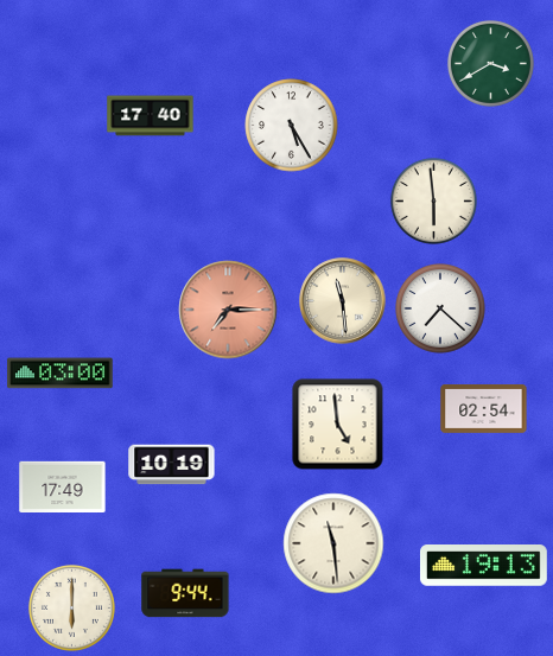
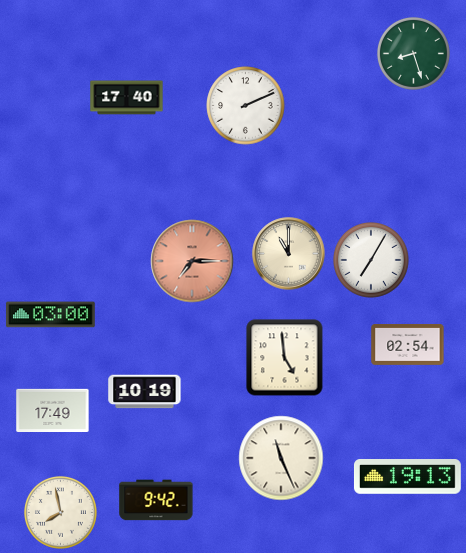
clock at (490, 63): 3:40 -> 8:27
clock at (292, 126): 5:25 -> 2:11
clock at (433, 200): 5:59 -> none
clock at (343, 301): 11:29 -> 11:00
clock at (441, 310): 7:22 -> 7:05
clock at (333, 543): 11:29 -> 11:26
clock at (185, 593): 9:44 -> 9:42
clock at (71, 607): 6:00 -> 7:58
